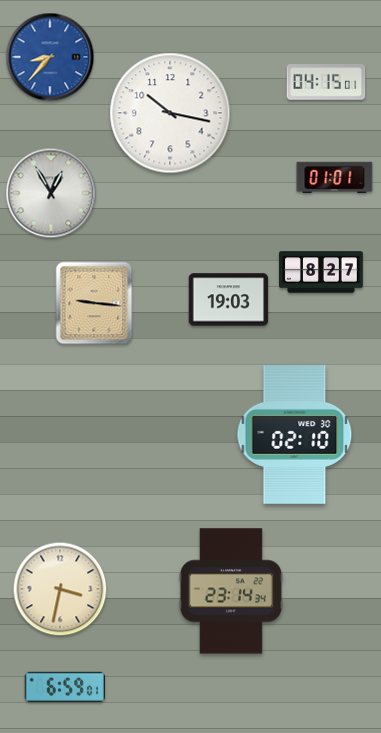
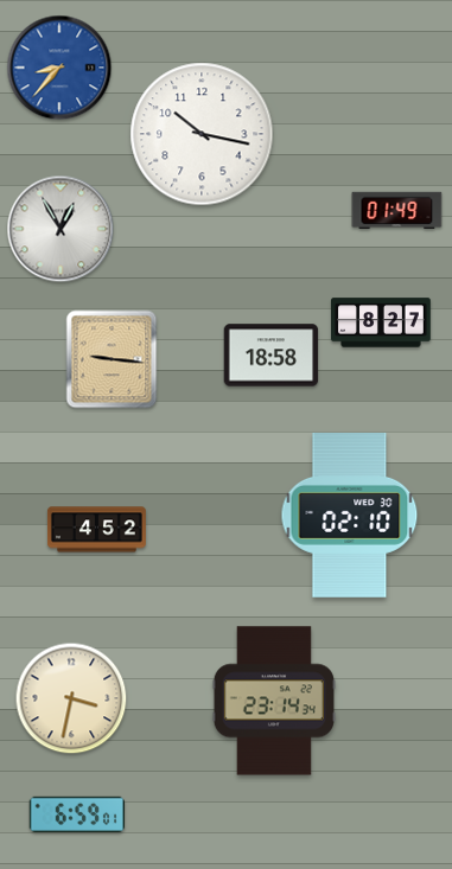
clock at (326, 82): 04:15 -> none
clock at (335, 178): 01:01 -> 01:49
clock at (229, 300): 19:03 -> 18:58
clock at (96, 530): none -> 4:52
